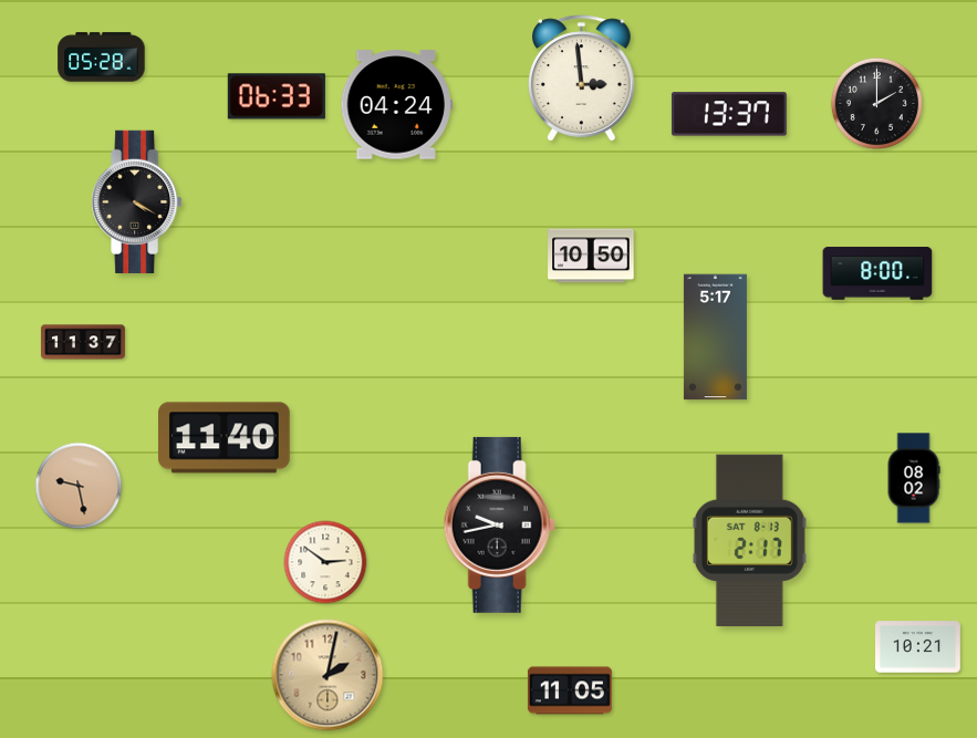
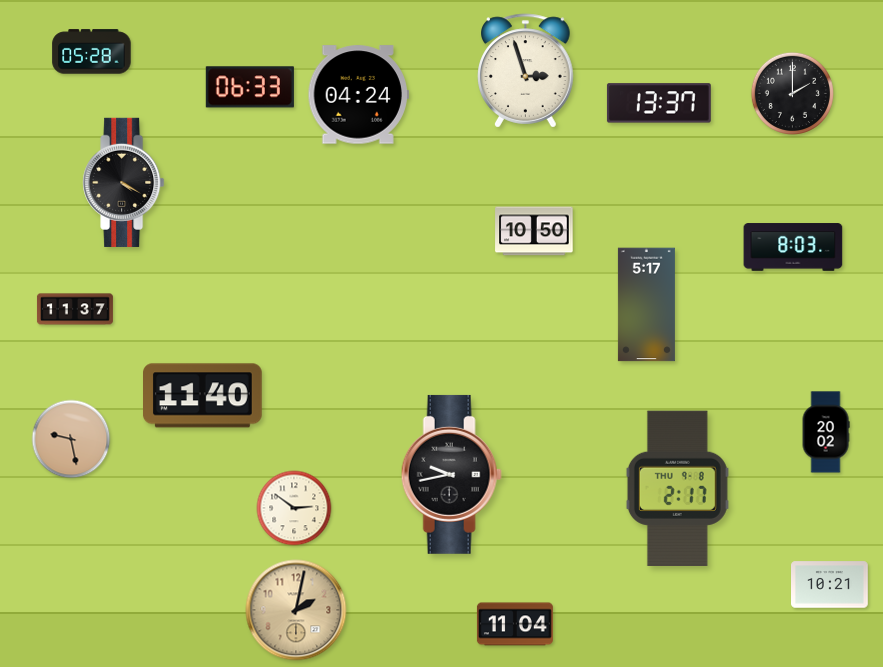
clock at (582, 79): 2:59 -> 2:57
clock at (877, 273): 8:00 -> 8:03
clock at (914, 478): 08:02 -> 20:02
clock at (749, 540) date: SAT 8-13 -> THU 9-8
clock at (570, 690): 11:05 -> 11:04
